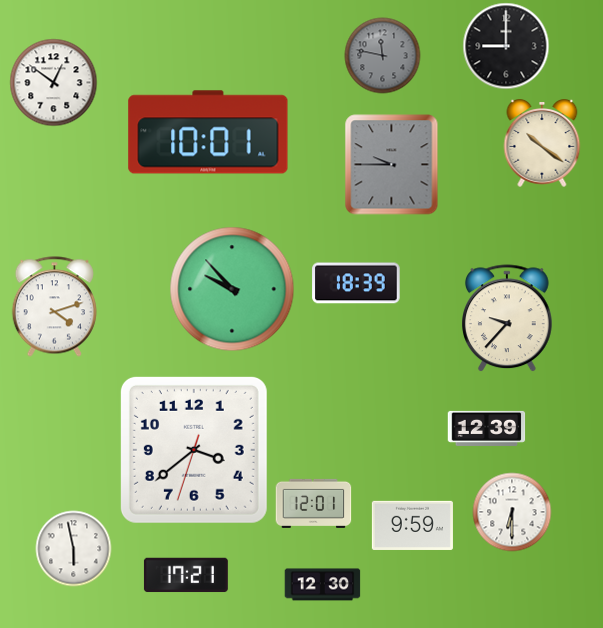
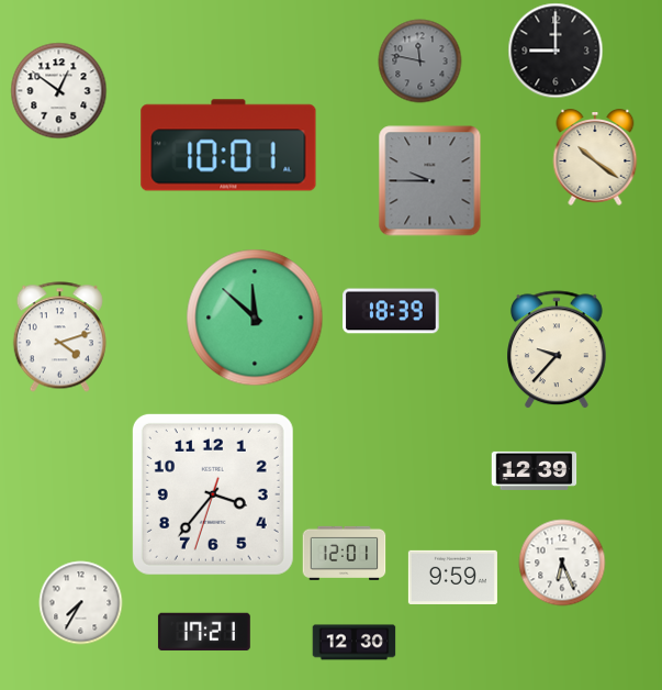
clock at (232, 289): 9:53 -> 11:52
clock at (194, 450): 3:38 -> 3:36
clock at (512, 512): 6:30 -> 6:26
clock at (74, 549): 5:58 -> 7:35
